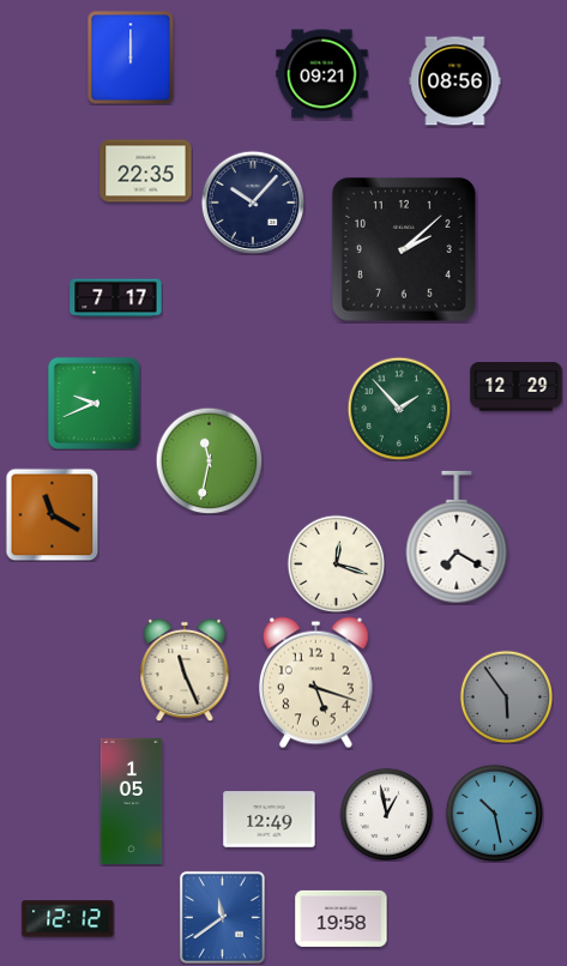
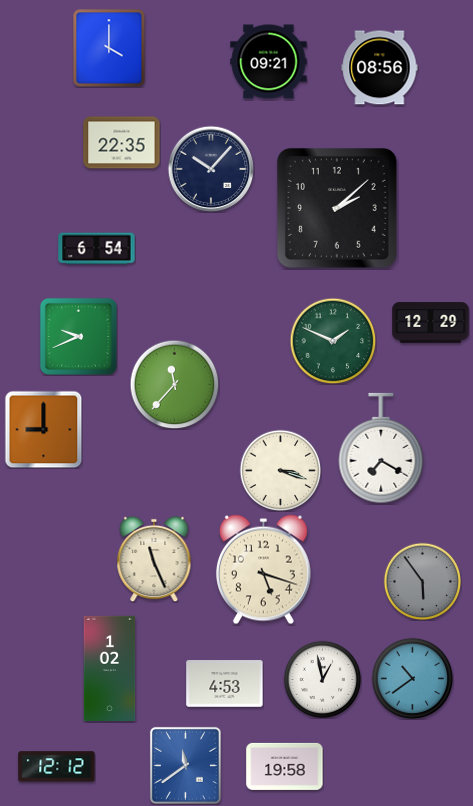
clock at (131, 58): 12:00 -> 4:00
clock at (116, 298): 7:17 -> 6:54
clock at (399, 409): 1:53 -> 1:49
clock at (209, 460): 11:32 -> 11:37
clock at (52, 514): 11:20 -> 9:00
clock at (336, 563): 12:18 -> 3:18
clock at (132, 801): 1:05 -> 1:02
clock at (494, 813): 10:28 -> 10:39
clock at (270, 820): 12:49 -> 4:53
